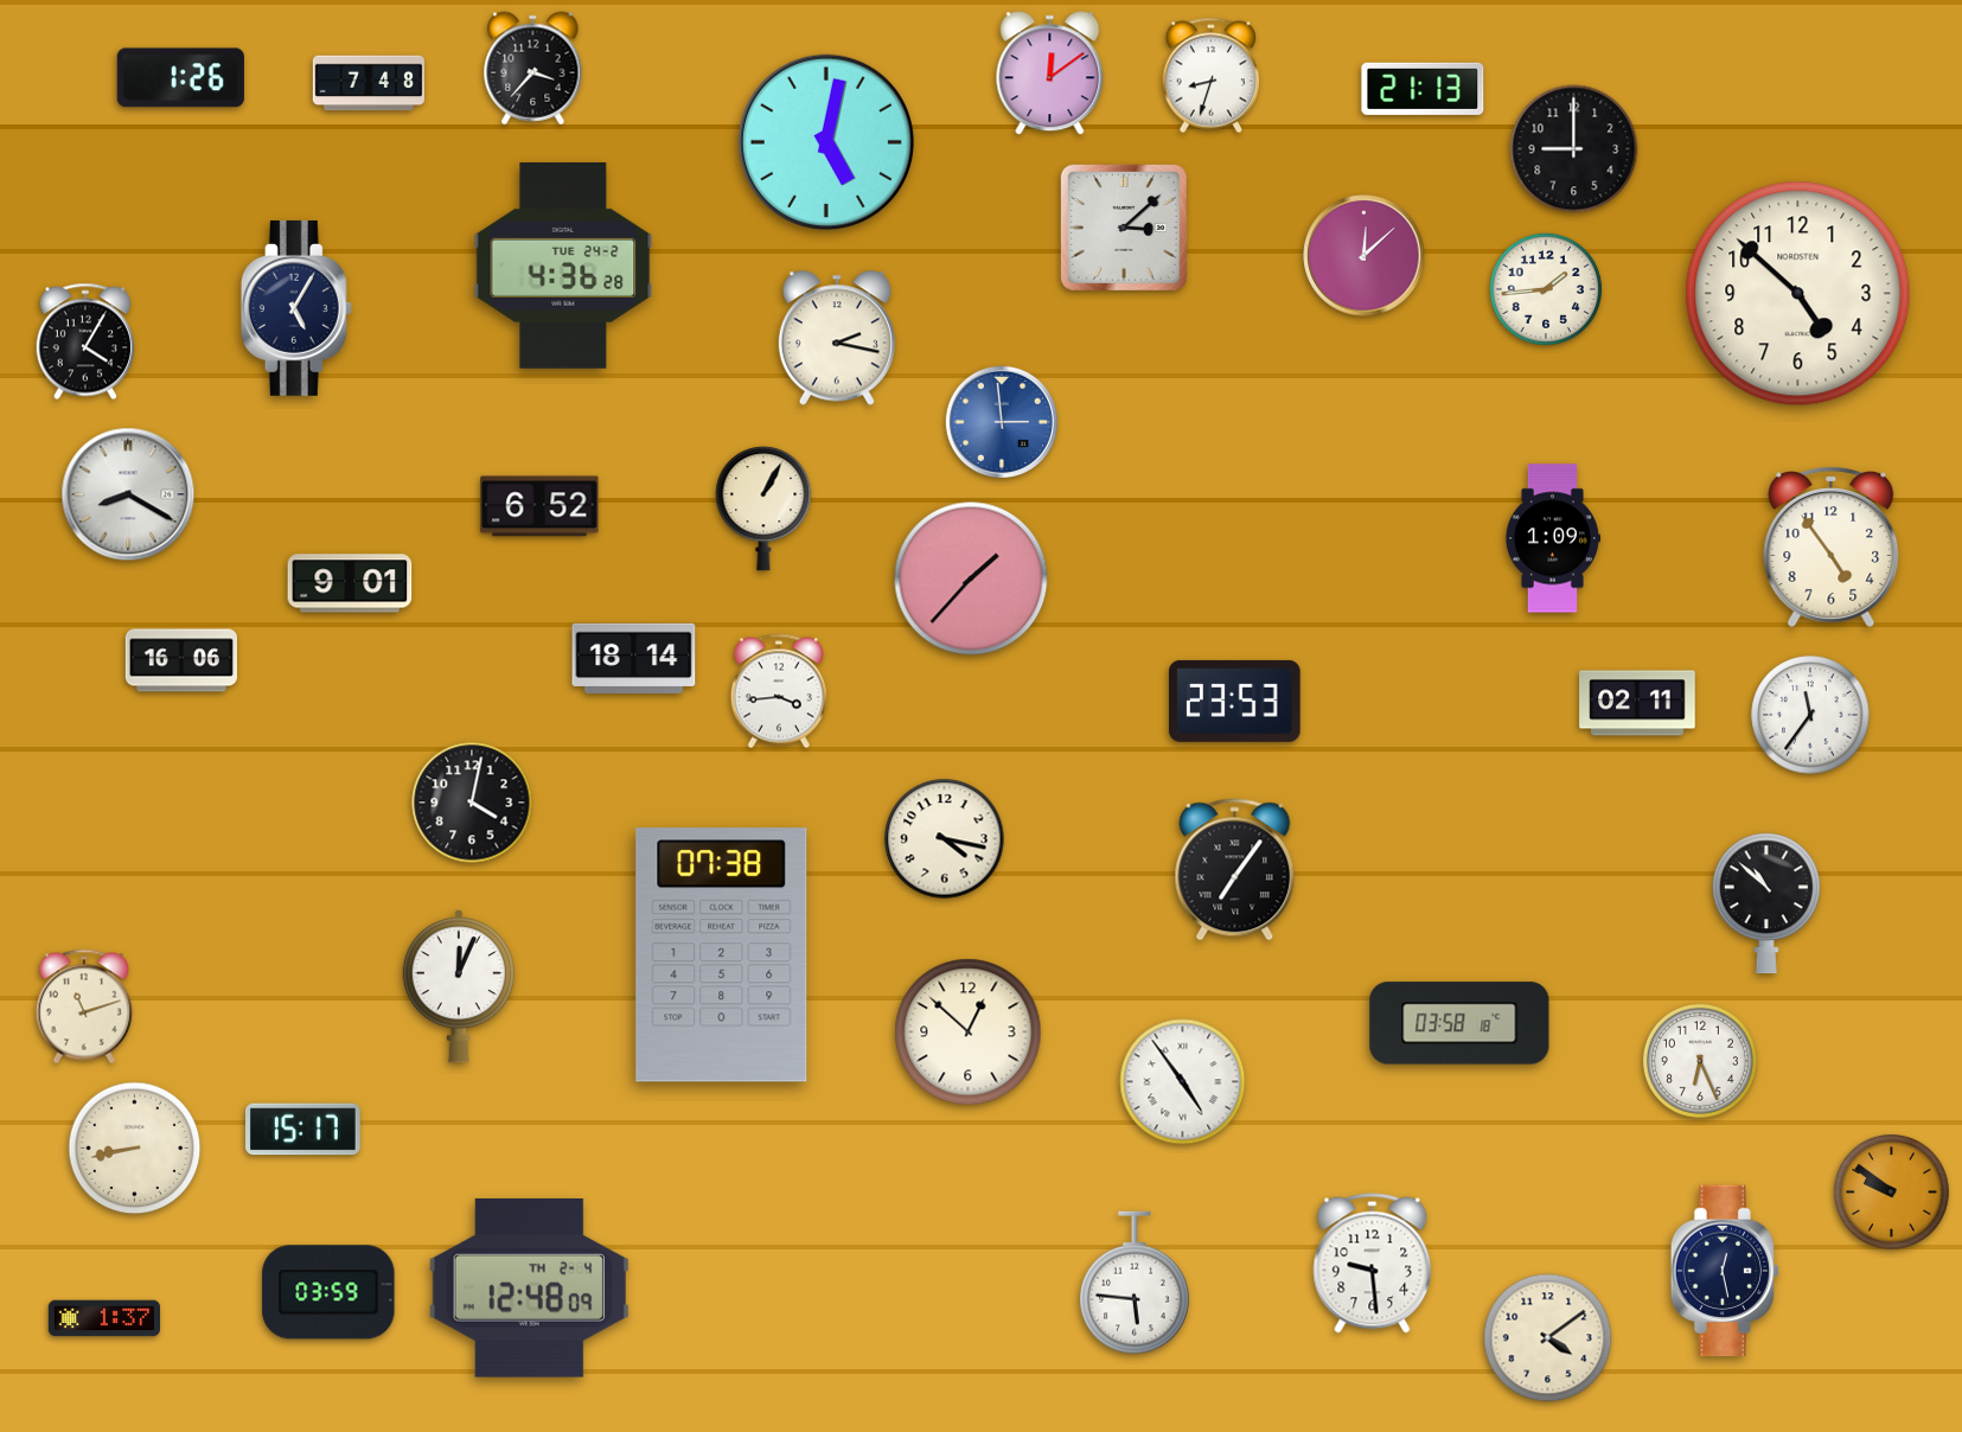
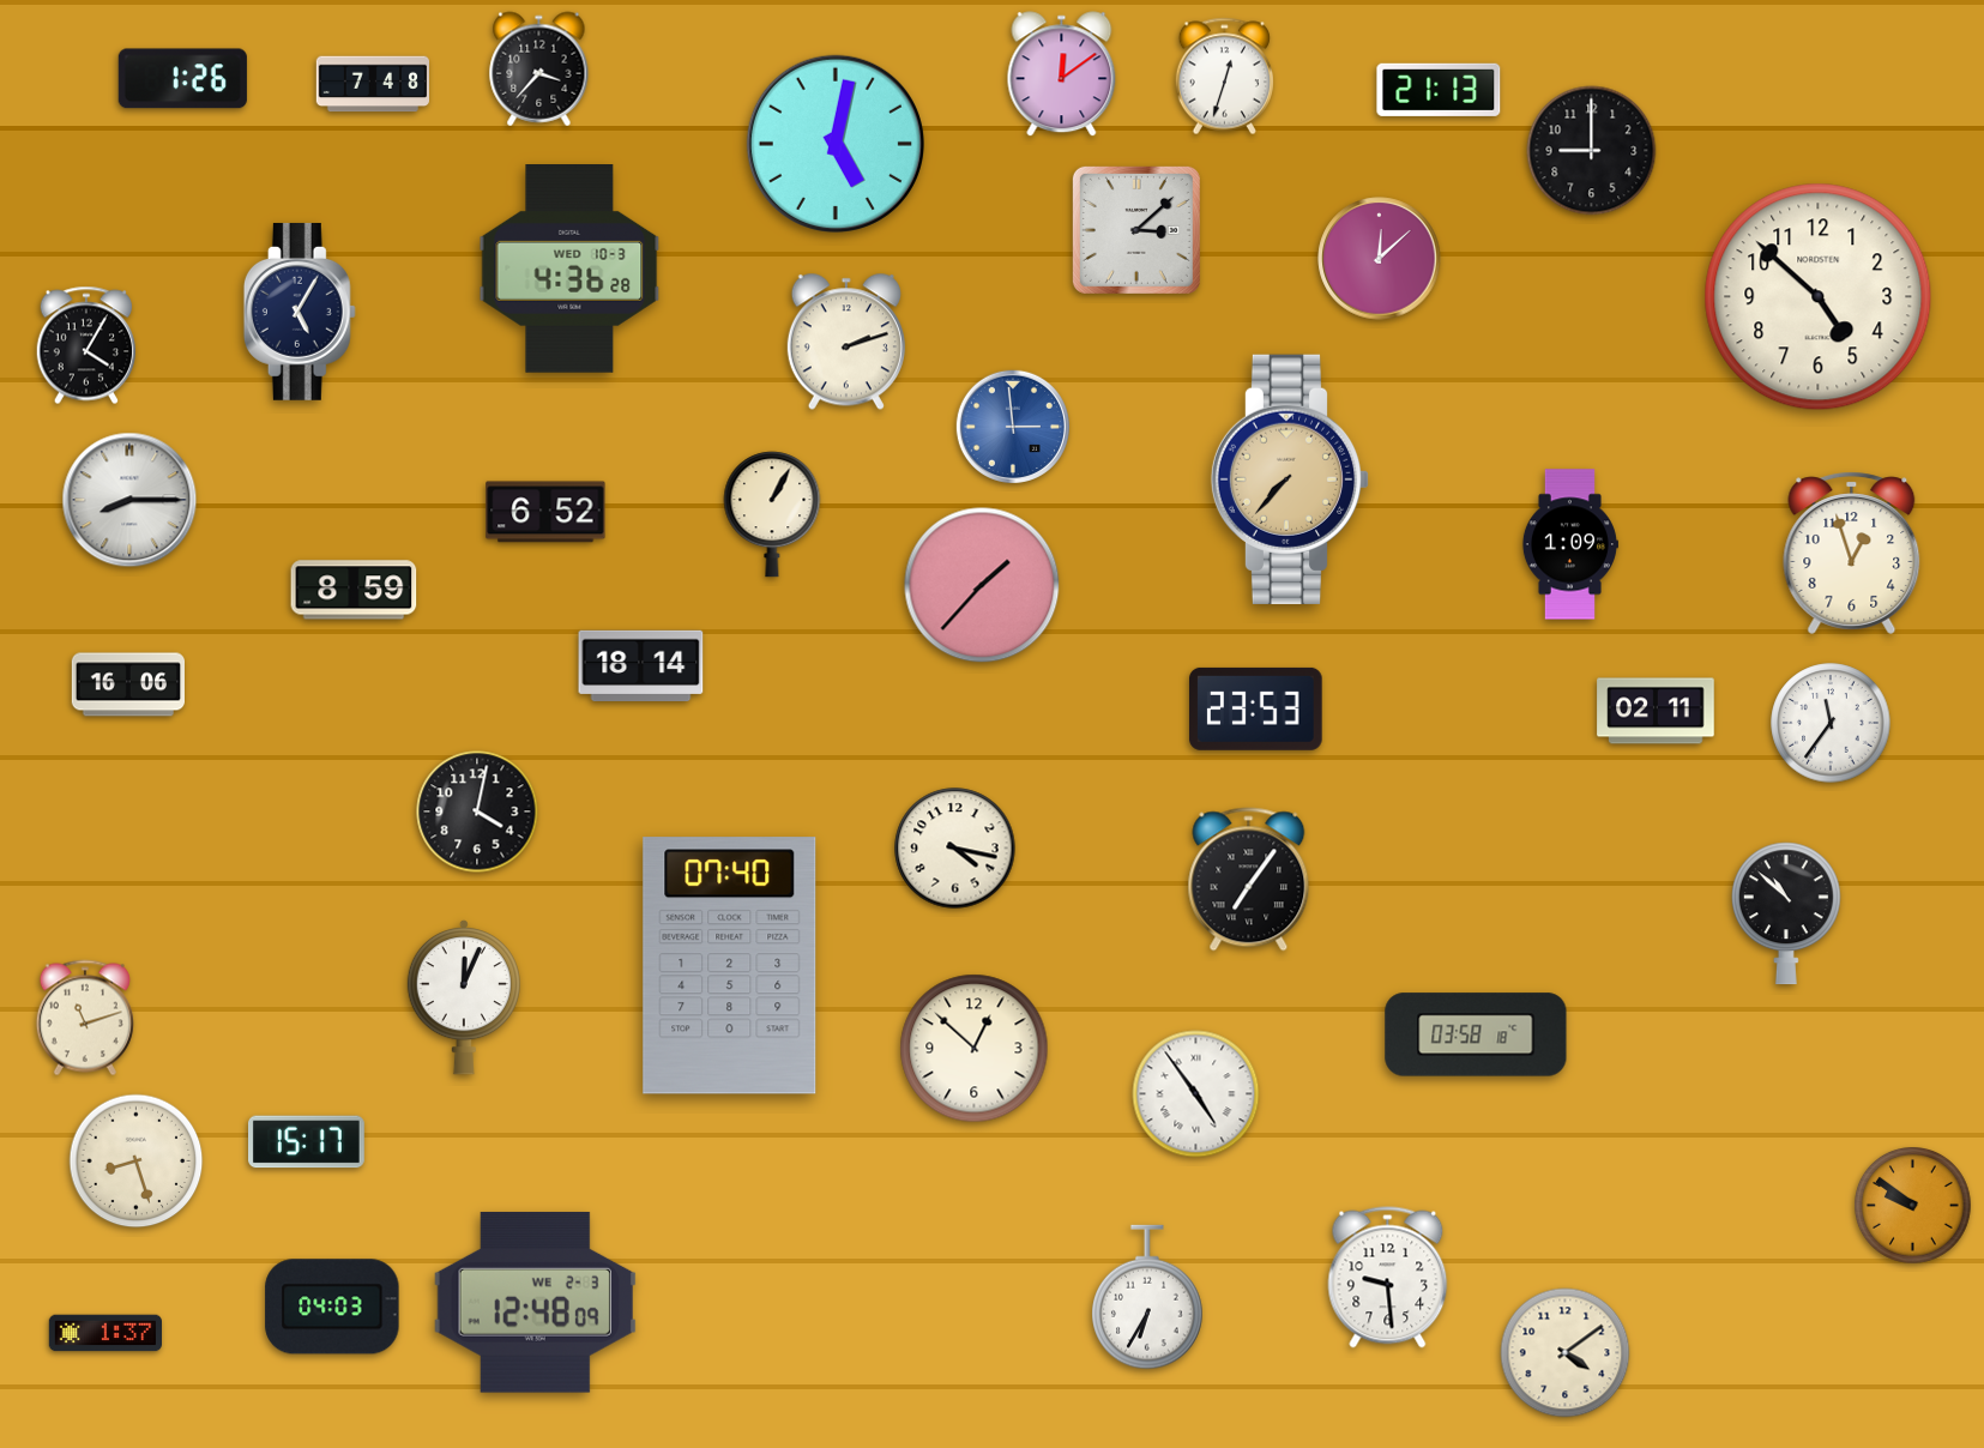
clock at (1210, 76): 8:33 -> 12:33
clock at (563, 267) date: TUE 24-2 -> WED 10-3
clock at (1546, 289): 1:44 -> none
clock at (837, 338): 2:17 -> 2:12
clock at (1290, 479): none -> 7:37
clock at (128, 494): 8:20 -> 8:15
clock at (1832, 546): 4:54 -> 12:57
clock at (350, 583): 9:01 -> 8:59
clock at (180, 660) position: (180, 660) -> (127, 684)
clock at (779, 691): 3:44 -> none
clock at (1235, 701) position: (1235, 701) -> (1256, 708)
clock at (722, 955): 07:38 -> 07:40
clock at (969, 1033) position: (969, 1033) -> (975, 1049)
clock at (1700, 1061): 6:26 -> none
clock at (135, 1149): 8:43 -> 8:27
clock at (1724, 1271): 12:28 -> none
clock at (1135, 1283): 5:46 -> 6:35
clock at (529, 1287) date: TH 2-4 -> WE 2-3
clock at (328, 1292): 03:59 -> 04:03
